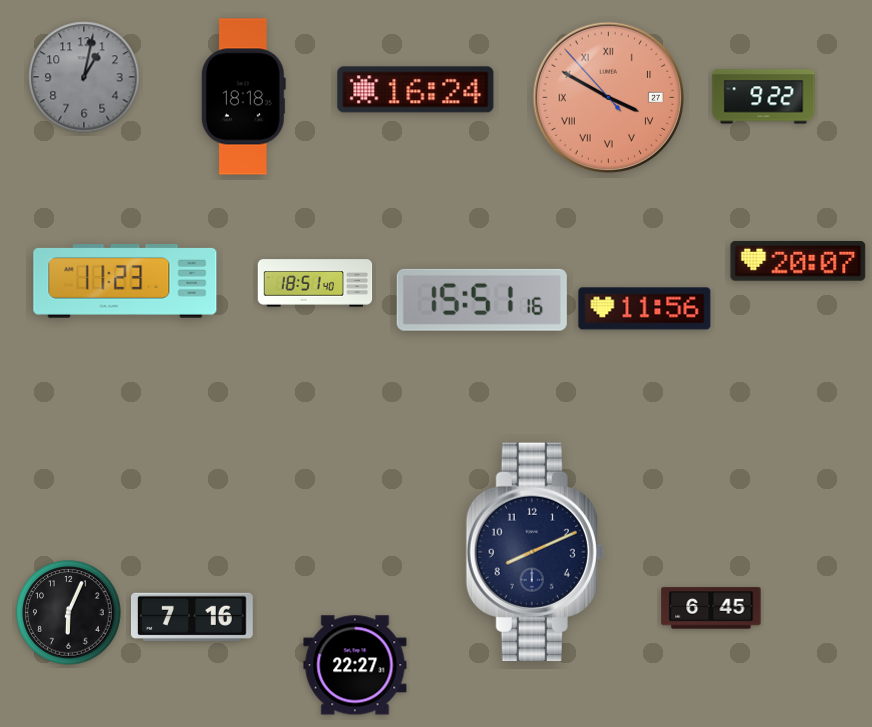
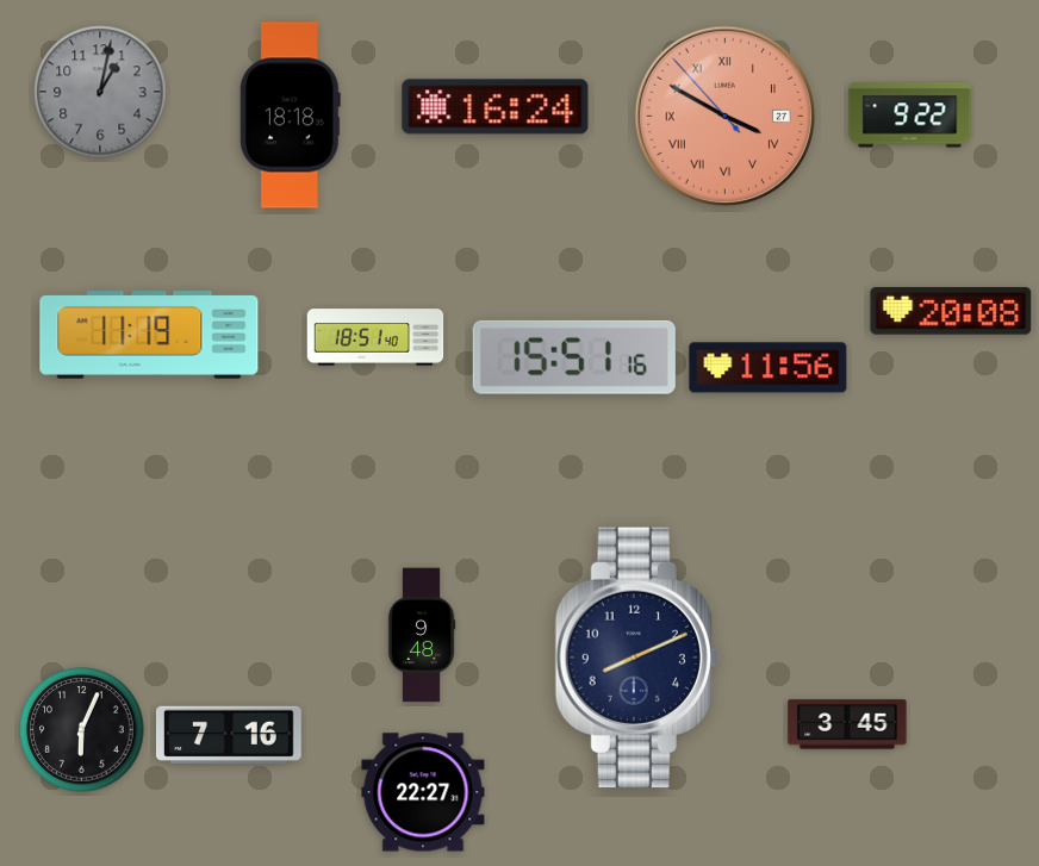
clock at (798, 261): 20:07 -> 20:08
clock at (125, 282): 11:23 -> 11:19
clock at (422, 635): none -> 9:48
clock at (711, 608): 6:45 -> 3:45
